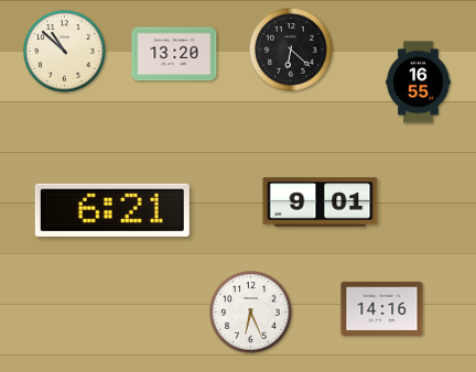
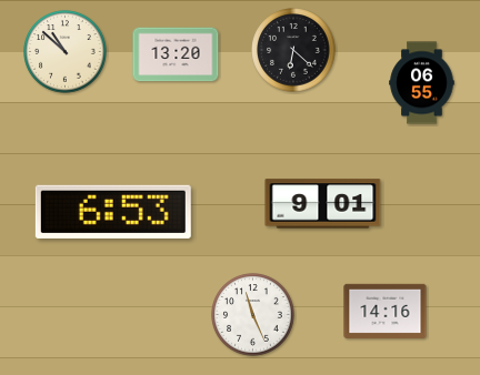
clock at (419, 83): 16:55 -> 06:55
clock at (112, 210): 6:21 -> 6:53
clock at (251, 313): 6:26 -> 11:26
